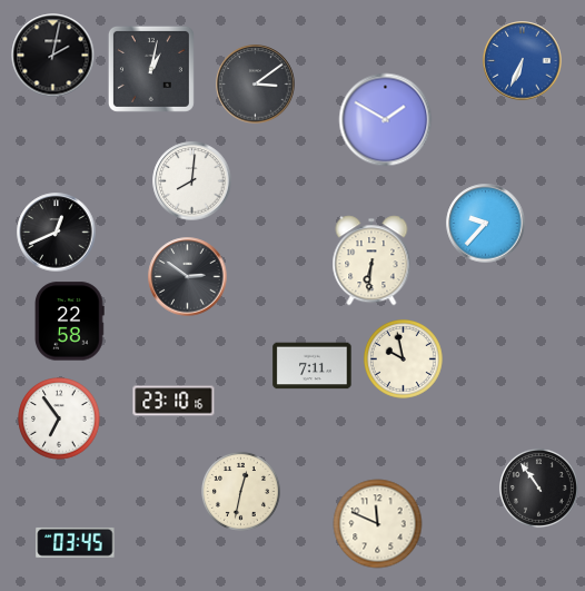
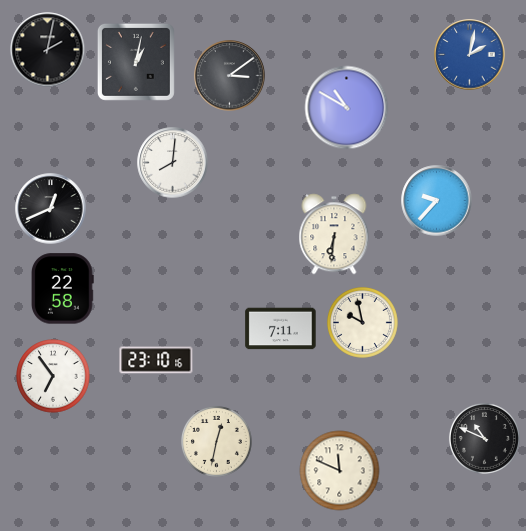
clock at (523, 61): 6:34 -> 2:02
clock at (386, 120): 1:50 -> 10:50
clock at (188, 277): 2:51 -> none
clock at (538, 487): 10:54 -> 10:49
clock at (76, 542): 03:45 -> none
